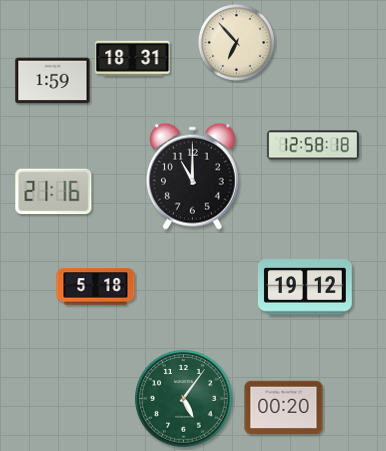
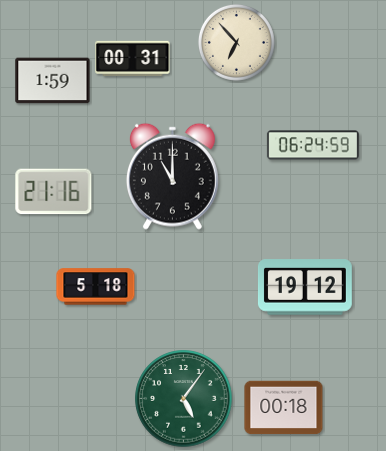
clock at (133, 58): 18:31 -> 00:31
clock at (313, 145): 12:58 -> 06:24
clock at (192, 176) position: (192, 176) -> (172, 176)
clock at (284, 408): 00:20 -> 00:18
